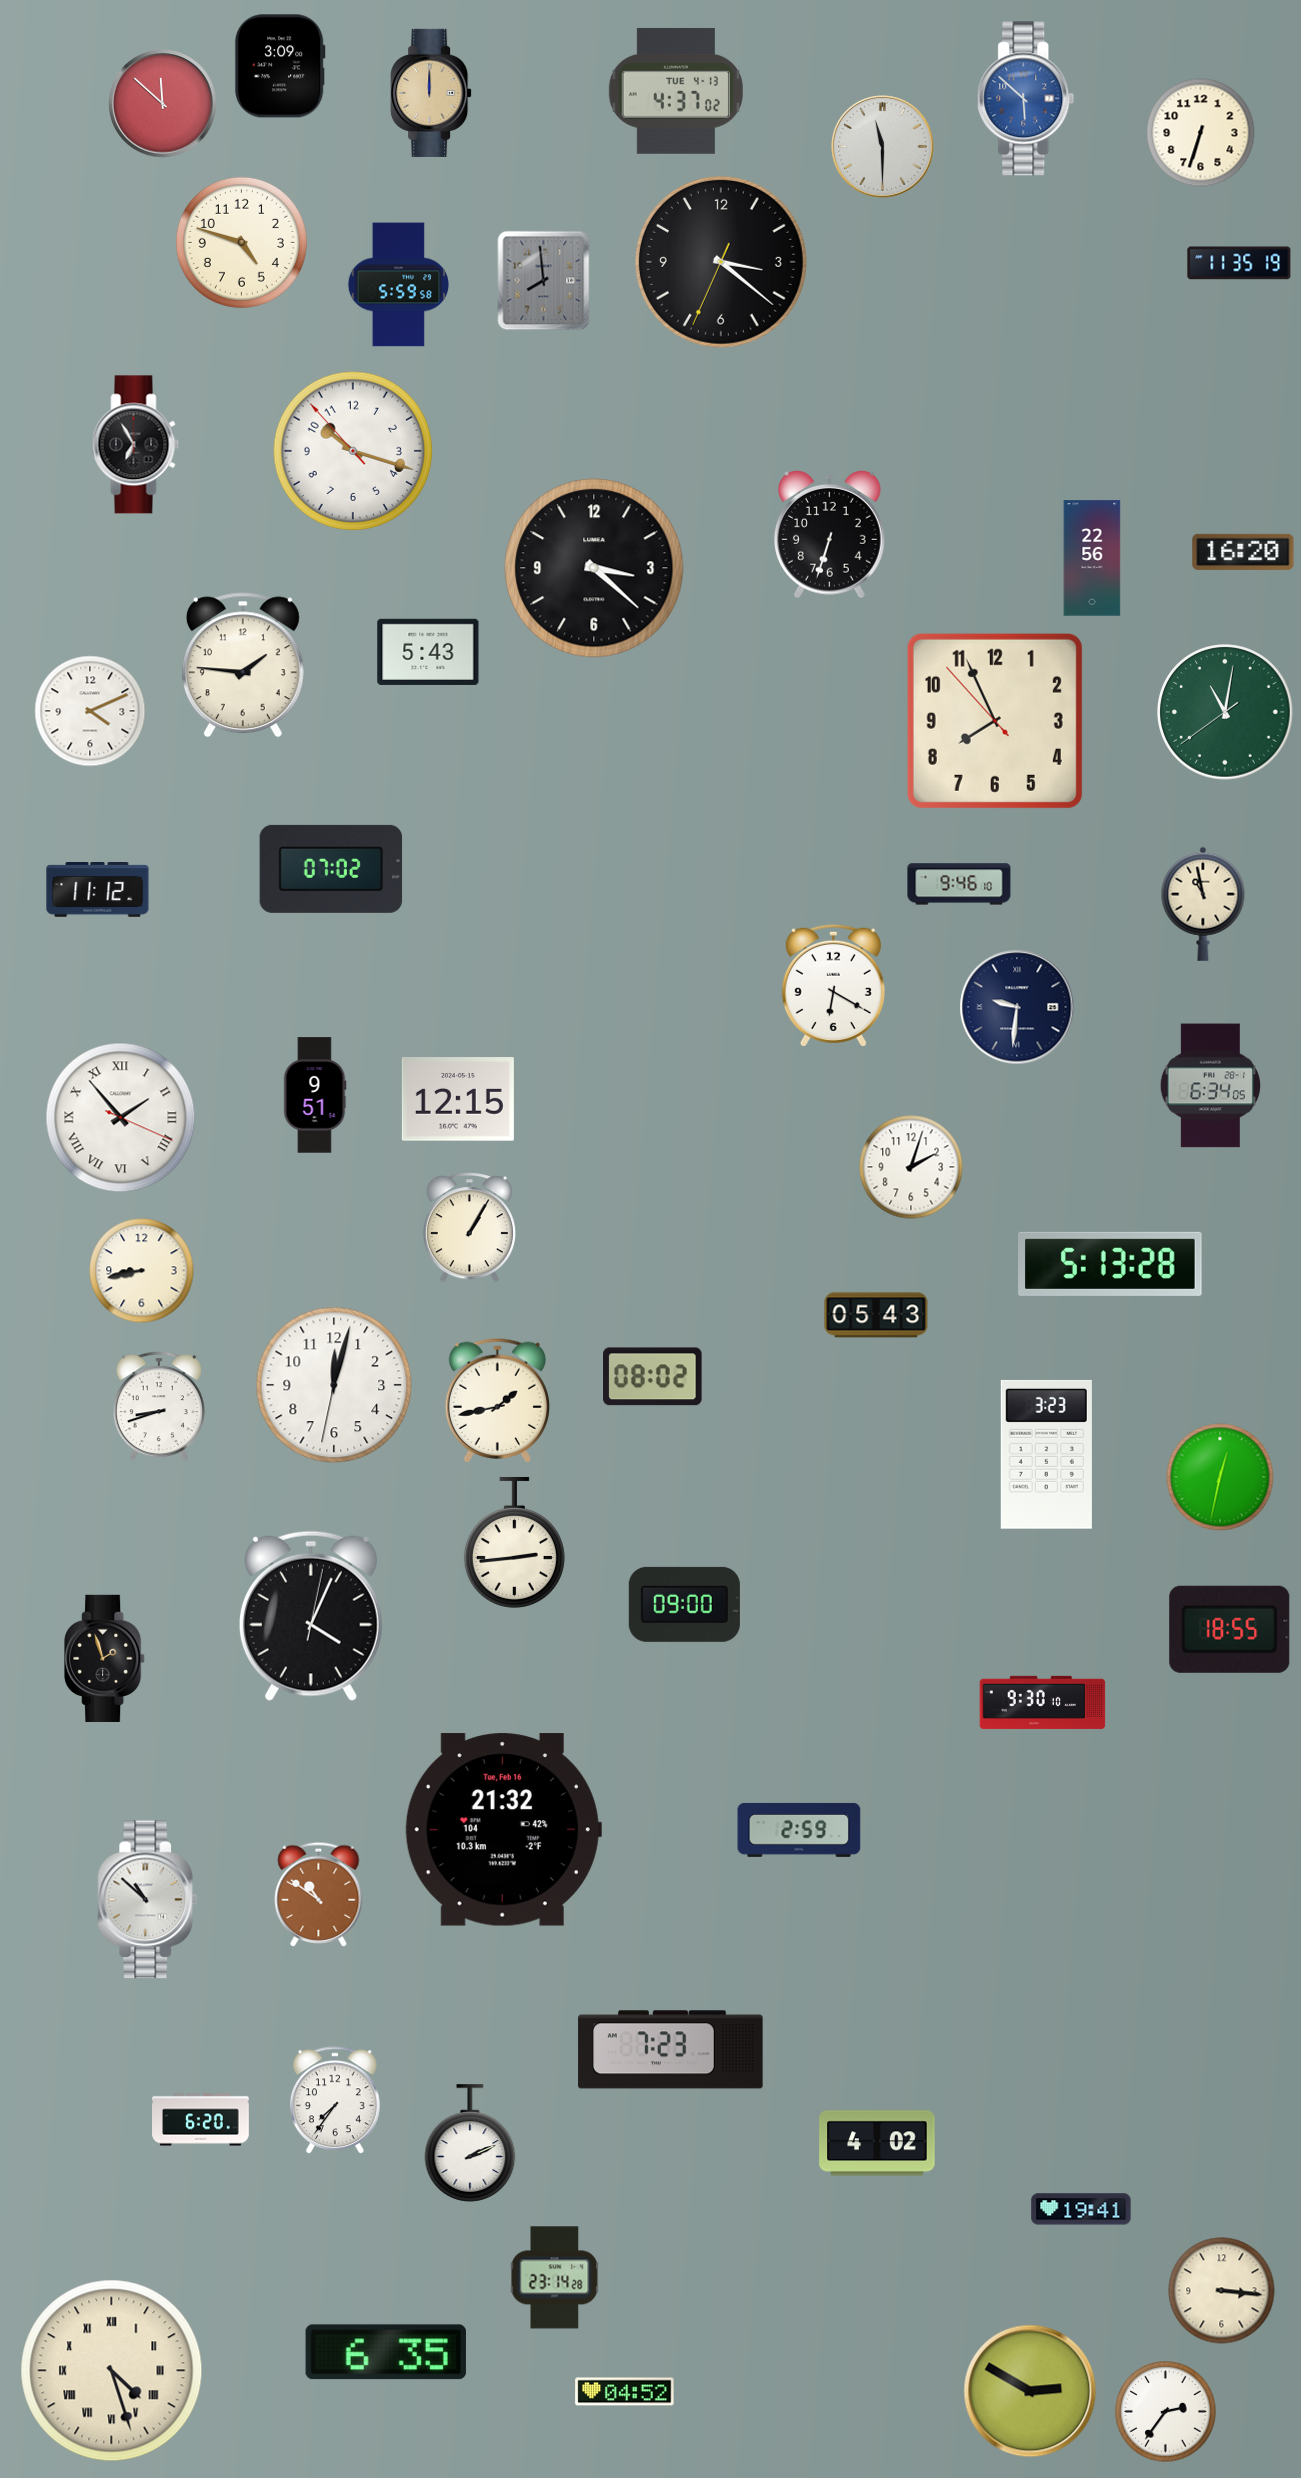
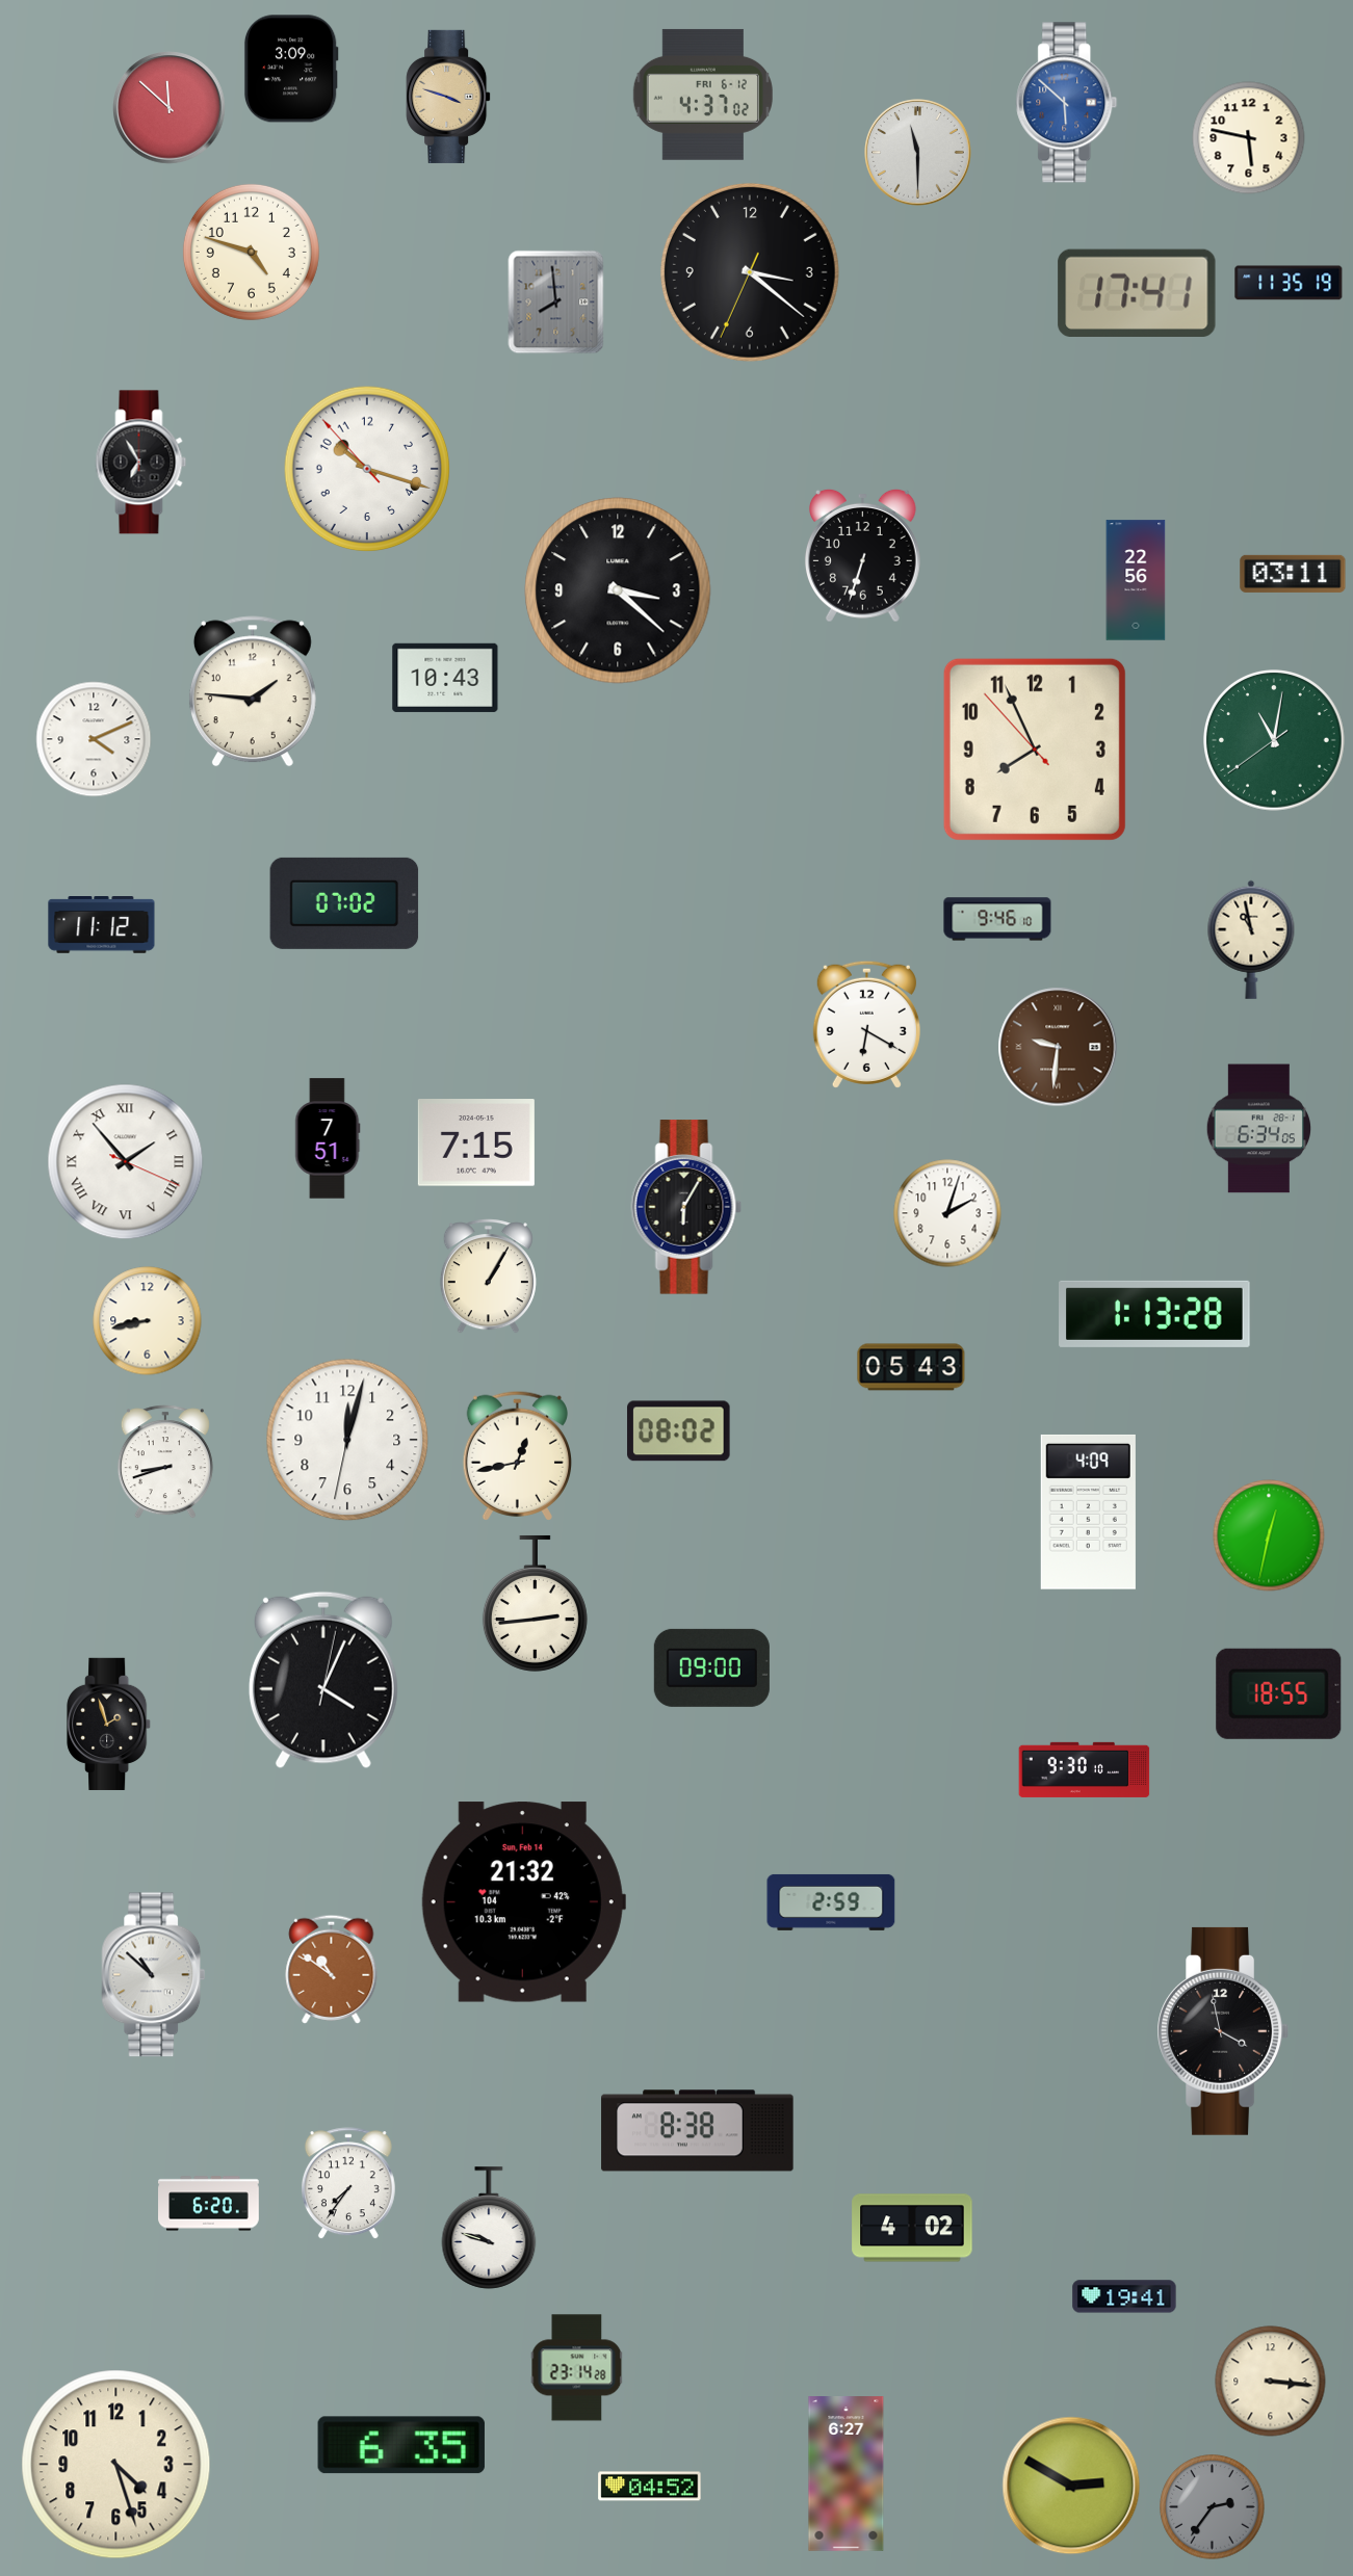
clock at (676, 91) date: TUE 4-13 -> FRI 6-12
clock at (431, 93): 12:00 -> 3:48
clock at (1201, 133): 6:33 -> 5:47
clock at (1239, 263) position: (1239, 263) -> (1289, 283)
clock at (544, 281) position: (544, 281) -> (556, 303)
clock at (1137, 292): none -> 17:41
clock at (398, 285): 5:59 -> none
clock at (1243, 552): 16:20 -> 03:11
clock at (428, 652): 5:43 -> 10:43
clock at (1017, 1007) dial: navy -> brown
clock at (315, 1095): 9:51 -> 7:51
clock at (458, 1099): 12:15 -> 7:15
clock at (686, 1207): none -> 6:05
clock at (1110, 1264): 5:13 -> 1:13
clock at (497, 1400): 1:43 -> 12:43
clock at (1046, 1454): 3:23 -> 4:09
clock at (503, 1830) date: Tue, Feb 16 -> Sun, Feb 14
clock at (1222, 2031): none -> 3:58
clock at (671, 2050): 7:23 -> 8:38
clock at (470, 2143): 2:11 -> 9:48
clock at (112, 2371) numerals: Roman -> Arabic
clock at (847, 2474): none -> 6:27
clock at (1166, 2412) dial: white -> grey
